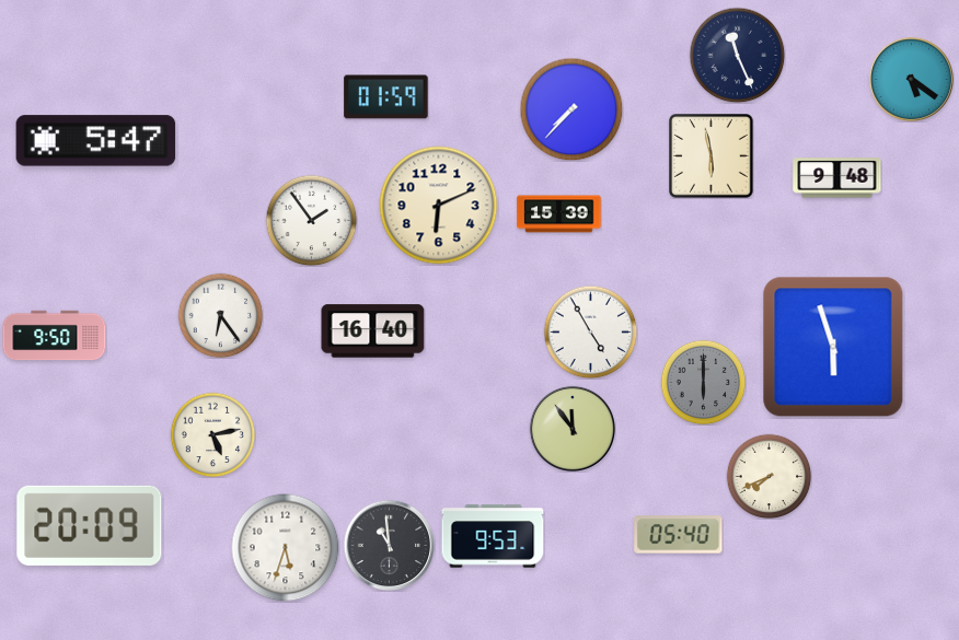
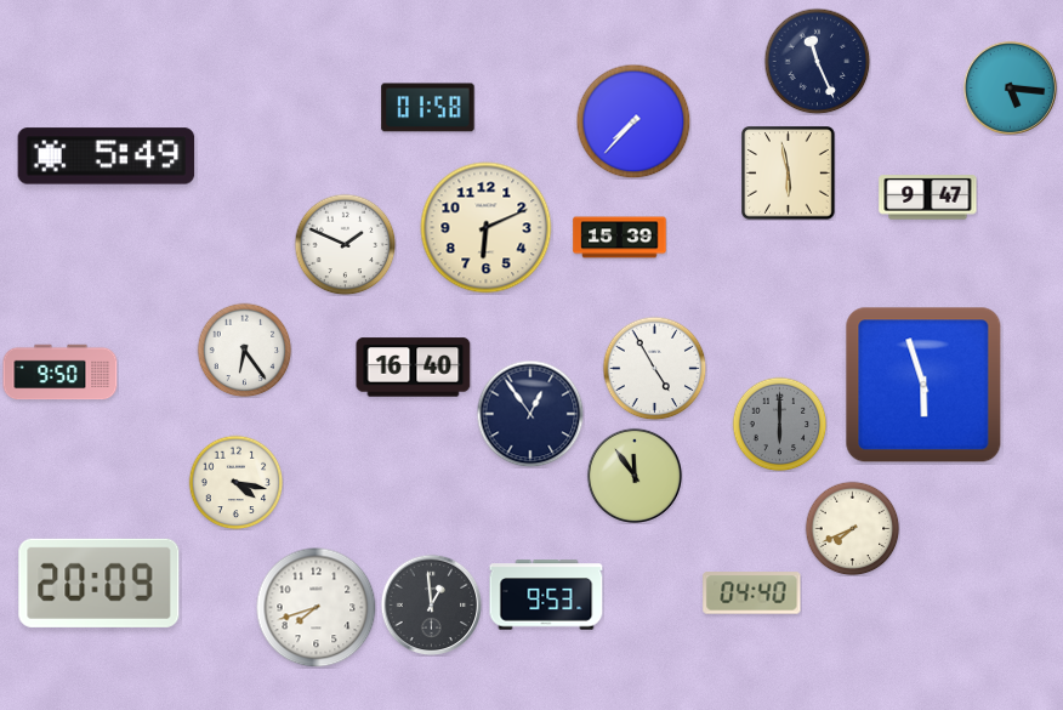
clock at (911, 79): 5:21 -> 5:16
clock at (386, 97): 01:59 -> 01:58
clock at (96, 141): 5:47 -> 5:49
clock at (837, 178): 9:48 -> 9:47
clock at (311, 220): 1:54 -> 1:49
clock at (530, 414): none -> 12:54
clock at (212, 434): 5:13 -> 4:17
clock at (679, 535): 05:40 -> 04:40
clock at (389, 545): 10:59 -> 12:59
clock at (286, 548): 5:33 -> 7:42
